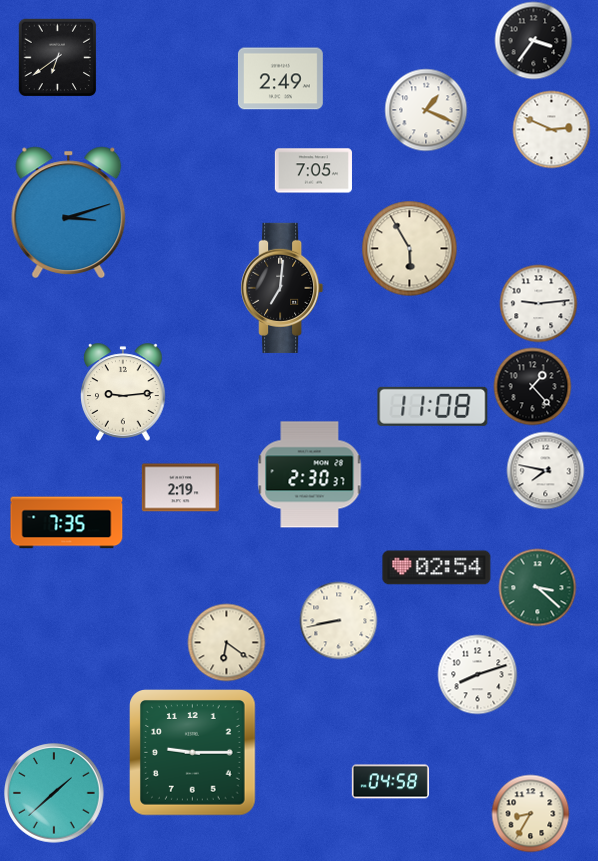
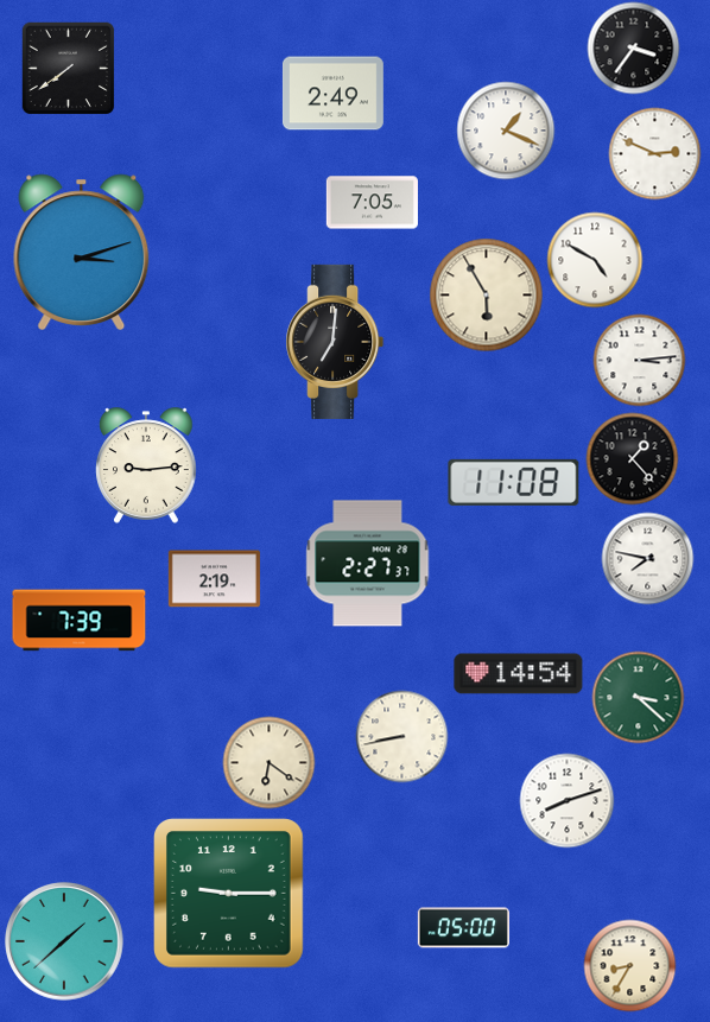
clock at (57, 57): 6:39 -> 7:39
clock at (595, 260): none -> 4:50
clock at (538, 303): 9:14 -> 3:14
clock at (310, 475): 2:30 -> 2:27
clock at (67, 523): 7:35 -> 7:39
clock at (437, 568): 02:54 -> 14:54
clock at (390, 782): 04:58 -> 05:00
